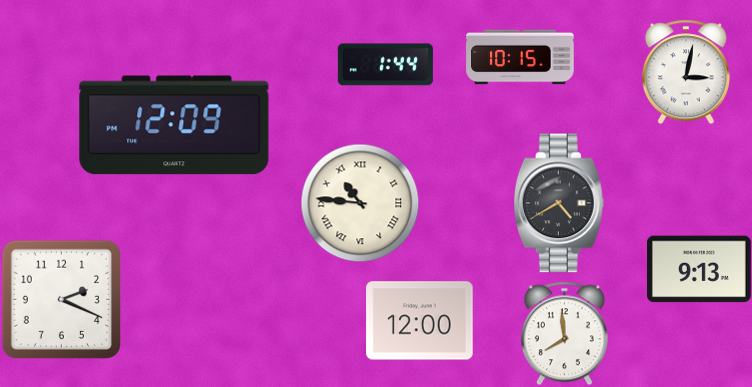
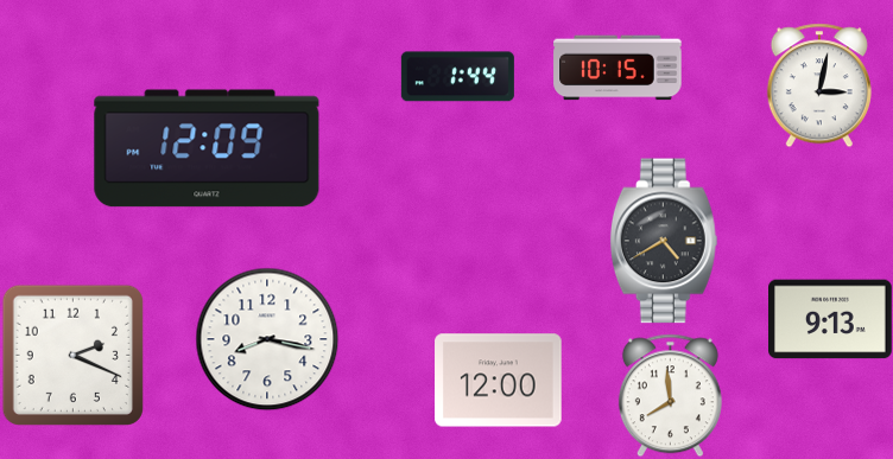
clock at (686, 72) position: (686, 72) -> (819, 85)
clock at (360, 203): 10:46 -> none
clock at (267, 339): none -> 8:17
